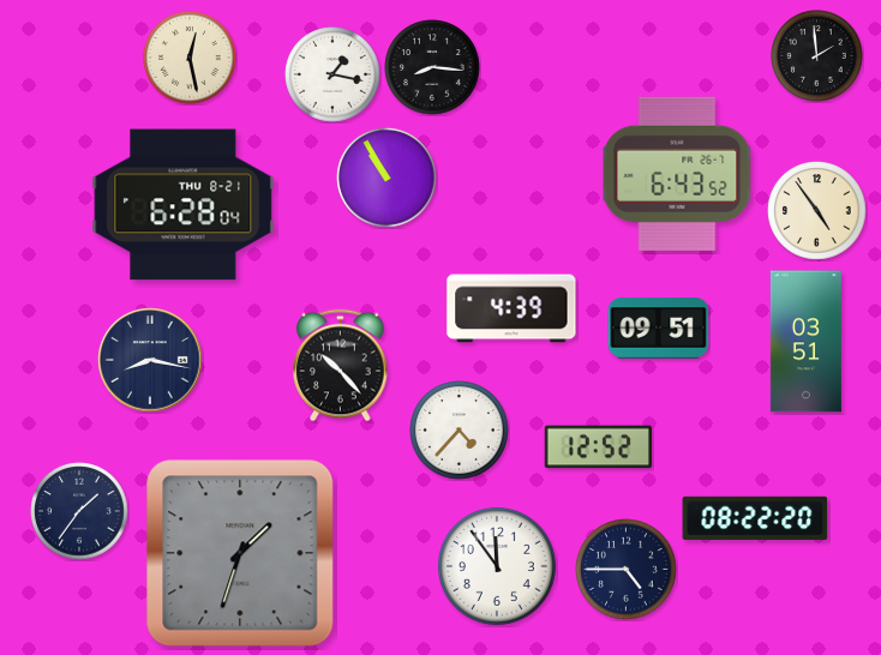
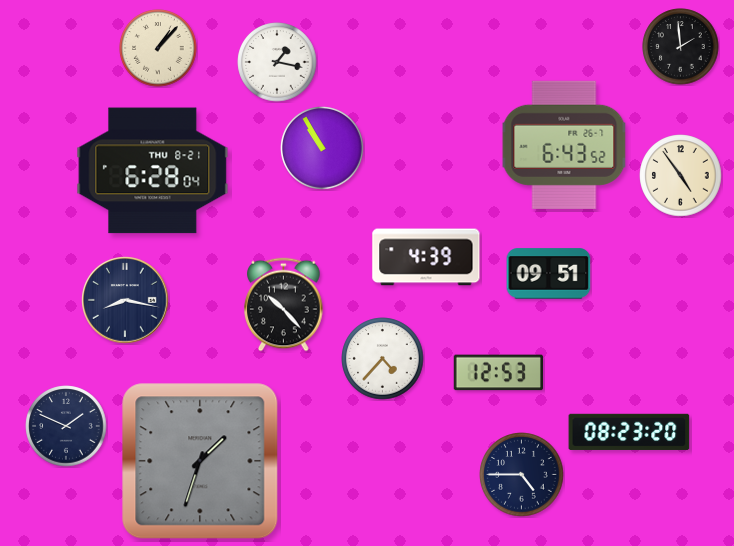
clock at (190, 58): 12:28 -> 1:07
clock at (432, 67): 8:16 -> none
clock at (805, 342): 03:51 -> none
clock at (598, 447): 12:52 -> 12:53
clock at (79, 511): 1:36 -> 1:49
clock at (755, 518): 08:22 -> 08:23
clock at (497, 566): 11:54 -> none
